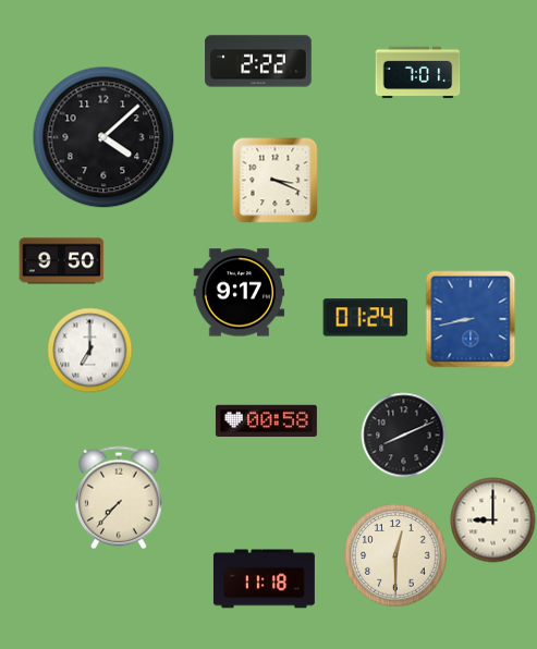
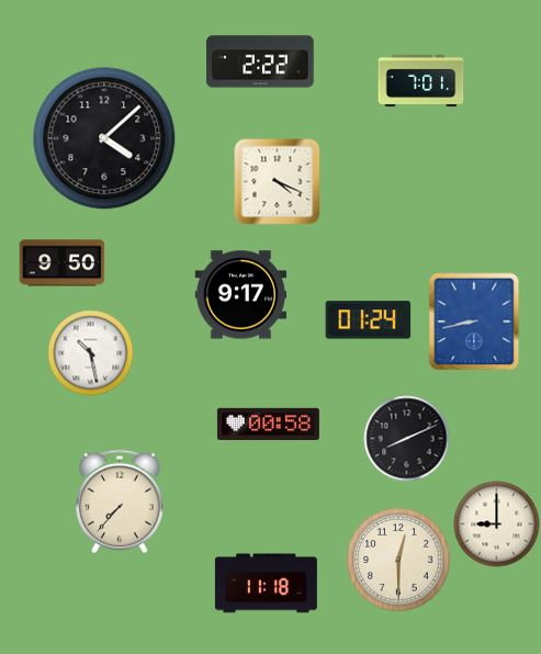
clock at (417, 73) position: (417, 73) -> (420, 81)
clock at (274, 180): 3:19 -> 4:19
clock at (89, 350): 7:00 -> 10:28
